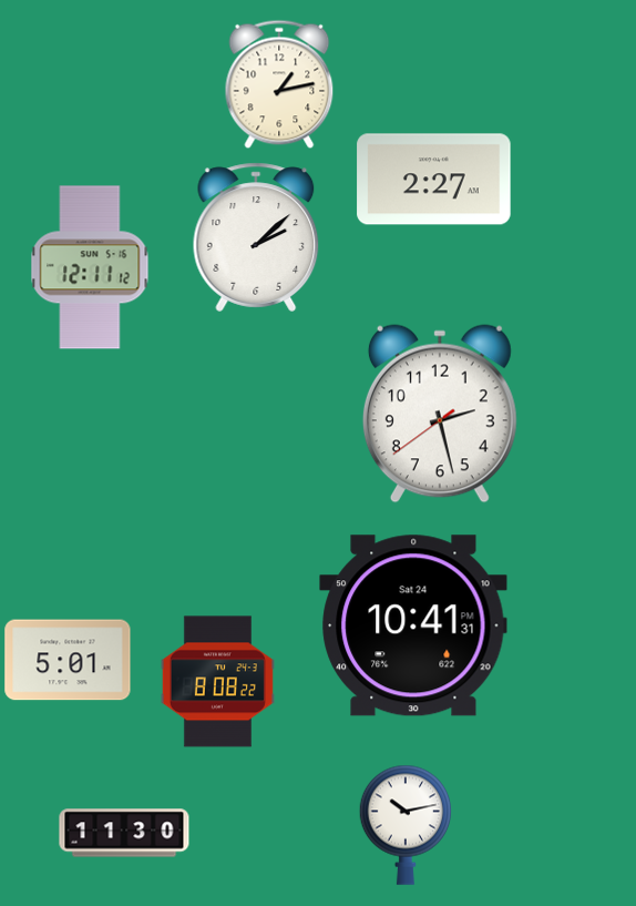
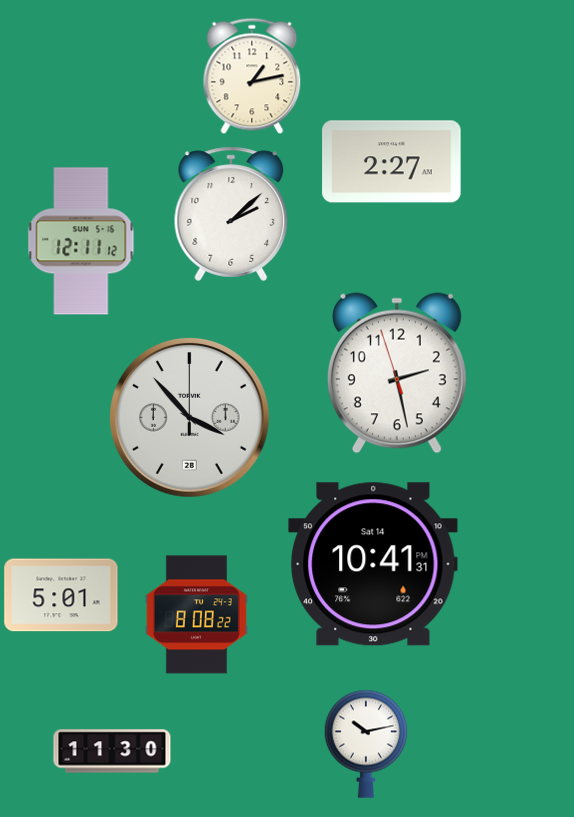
clock at (440, 414): 2:27:39 -> 2:27:57
clock at (190, 418): none -> 3:53
clock at (413, 625) date: Sat 24 -> Sat 14
